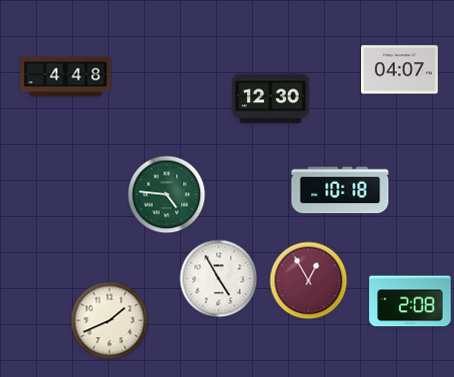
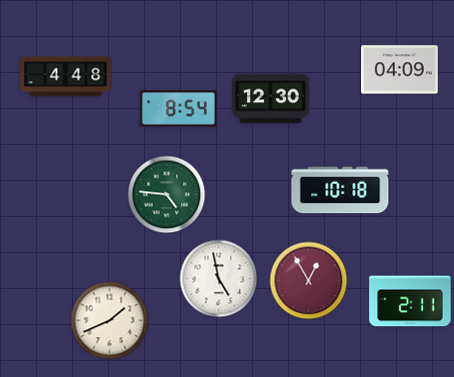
clock at (400, 70): 04:07 -> 04:09
clock at (179, 109): none -> 8:54
clock at (218, 278): 4:55 -> 4:58
clock at (410, 301): 2:08 -> 2:11
